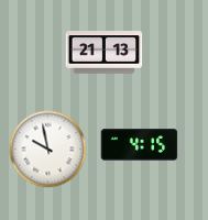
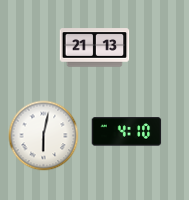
clock at (140, 145): 4:15 -> 4:10
clock at (48, 150): 9:58 -> 6:02
